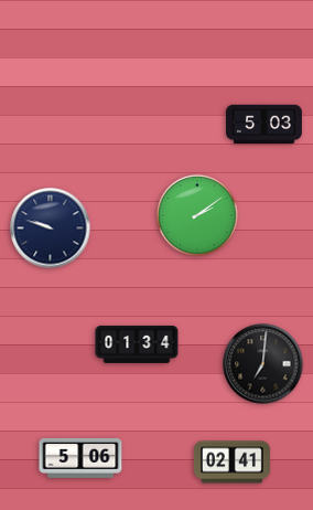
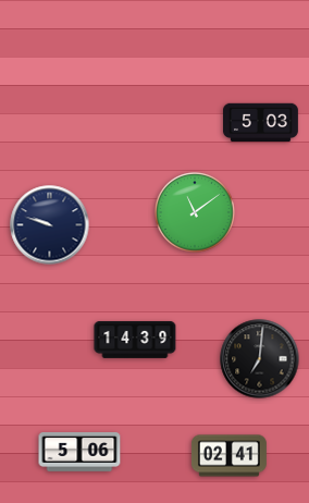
clock at (197, 215): 2:09 -> 11:09
clock at (137, 344): 01:34 -> 14:39
